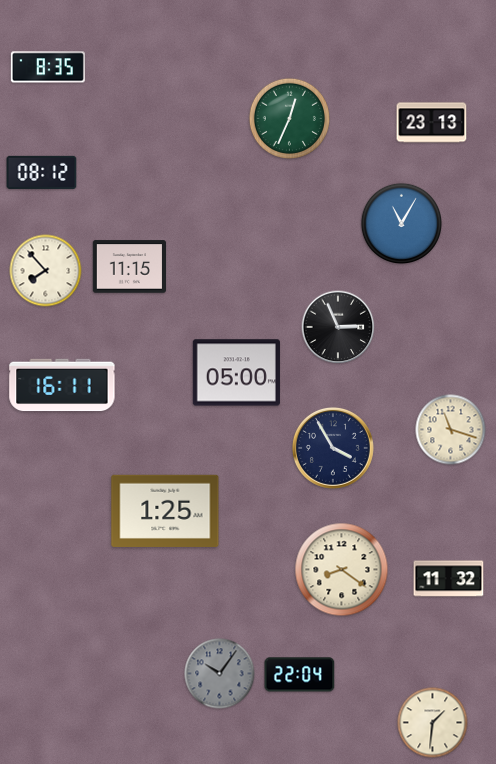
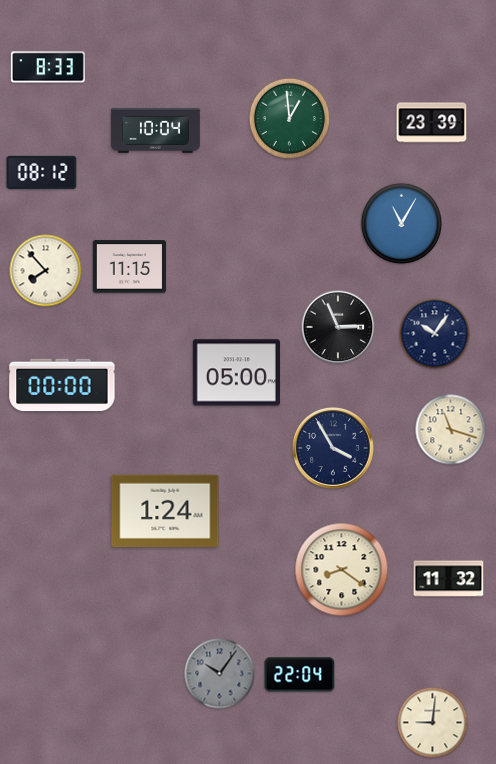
clock at (48, 67): 8:35 -> 8:33
clock at (289, 118): 12:34 -> 12:59
clock at (432, 123): 23:13 -> 23:39
clock at (155, 130): none -> 10:04
clock at (435, 334): none -> 10:06
clock at (62, 385): 16:11 -> 00:00
clock at (165, 511): 1:25 -> 1:24
clock at (433, 723): 1:31 -> 9:01
